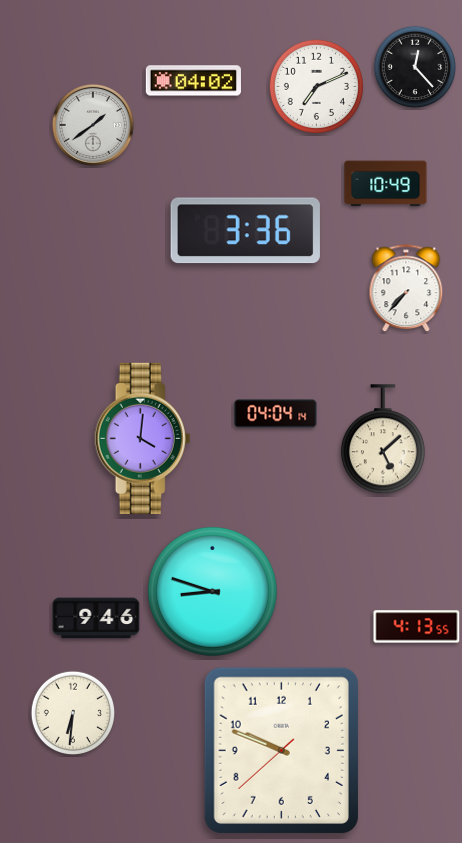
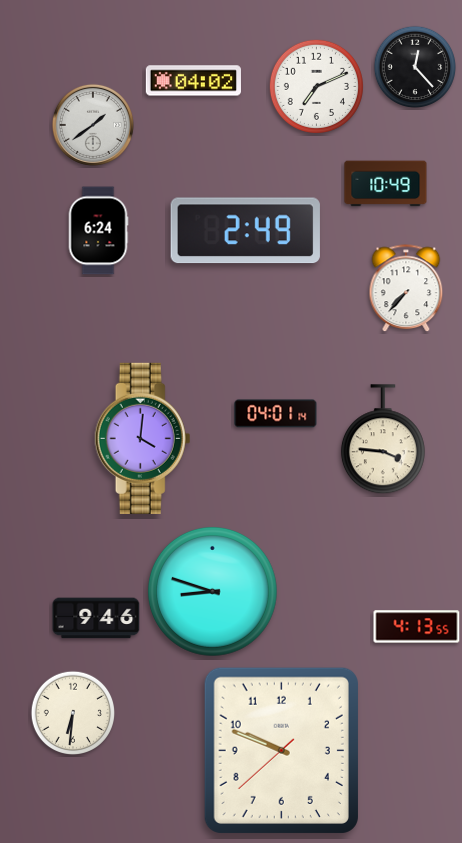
clock at (98, 231): none -> 6:24
clock at (245, 231): 3:36 -> 2:49
clock at (276, 414): 04:04 -> 04:01
clock at (383, 440): 5:08 -> 3:46
